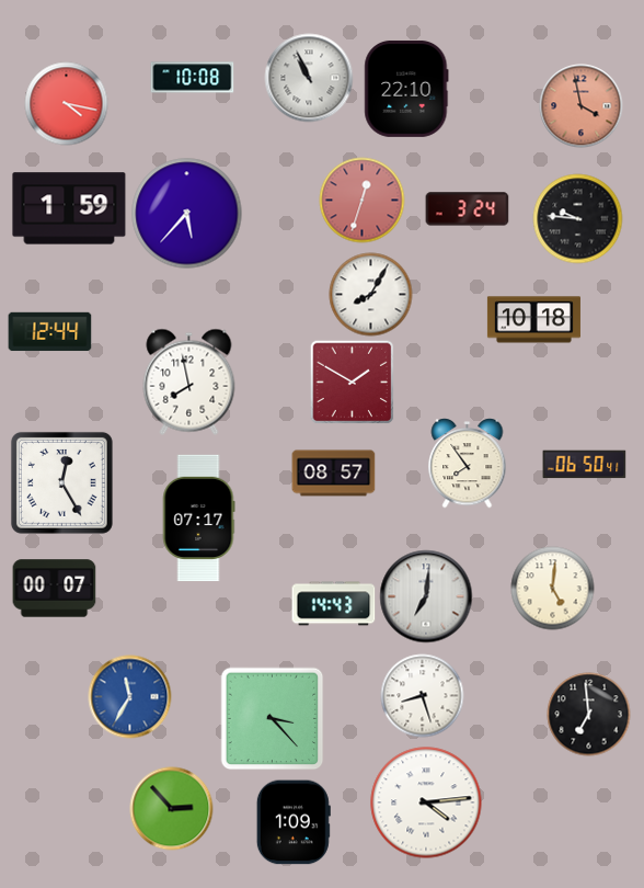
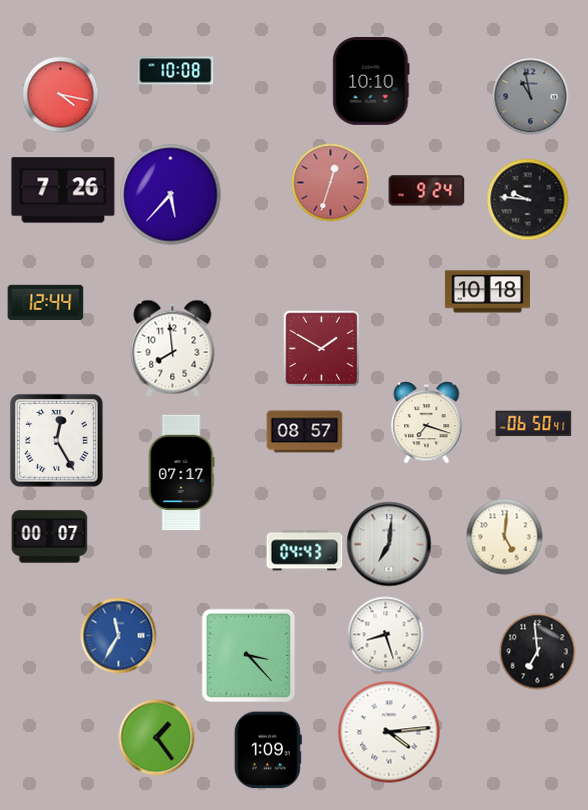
clock at (309, 78): 10:56 -> none
clock at (406, 89): 22:10 -> 10:10
clock at (582, 106): 3:58 -> 10:58
clock at (582, 106) dial: salmon -> grey
clock at (69, 208): 1:59 -> 7:26
clock at (468, 209): 3:24 -> 9:24
clock at (371, 295): 8:05 -> none
clock at (189, 382): 7:58 -> 7:59
clock at (468, 464): 7:54 -> 7:18
clock at (334, 604): 14:43 -> 04:43
clock at (172, 809): 2:53 -> 1:24
